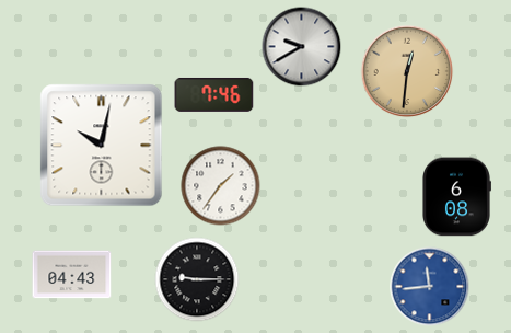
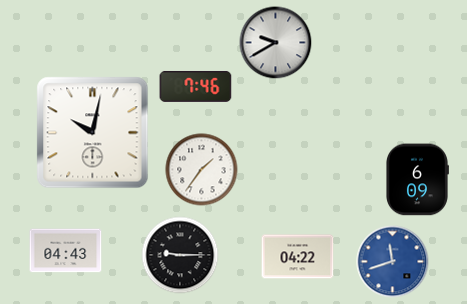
clock at (407, 71): 12:31 -> none
clock at (457, 197): 6:08 -> 6:09
clock at (298, 257): none -> 04:22
clock at (430, 287): 11:44 -> 11:42
